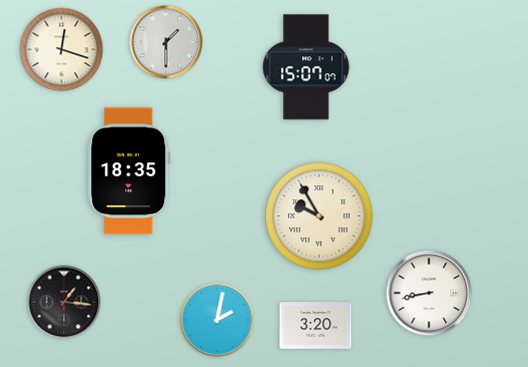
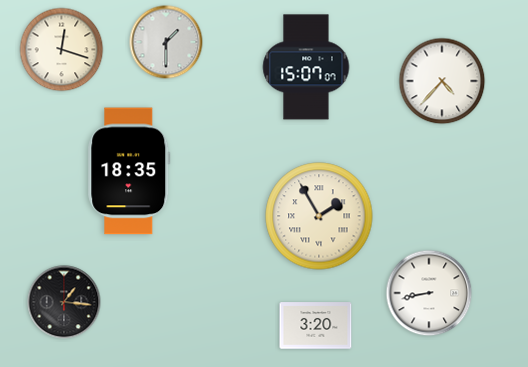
clock at (442, 81): none -> 4:37
clock at (319, 216): 9:55 -> 1:55
clock at (217, 320): 2:02 -> none
